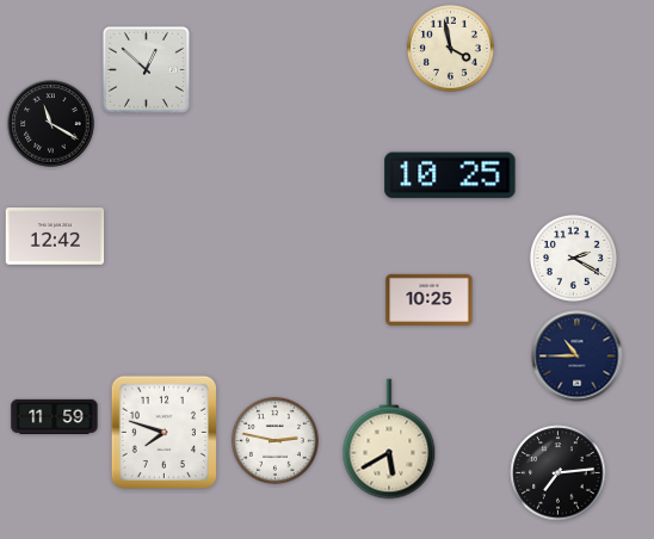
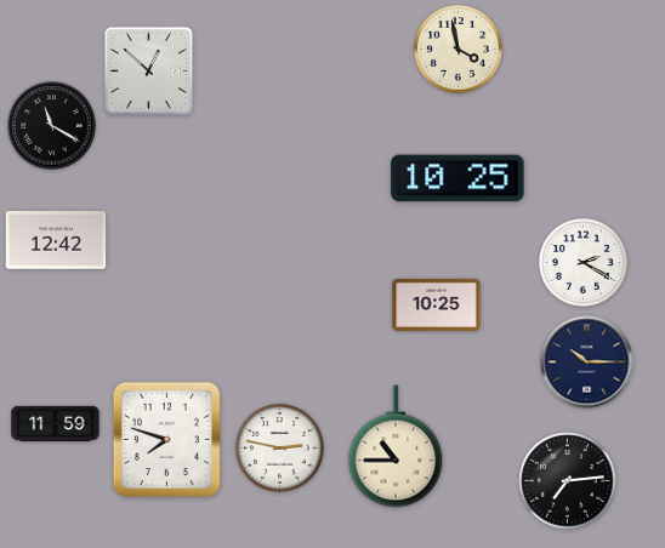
clock at (578, 357): 10:45 -> 10:15
clock at (389, 439): 5:40 -> 10:45
